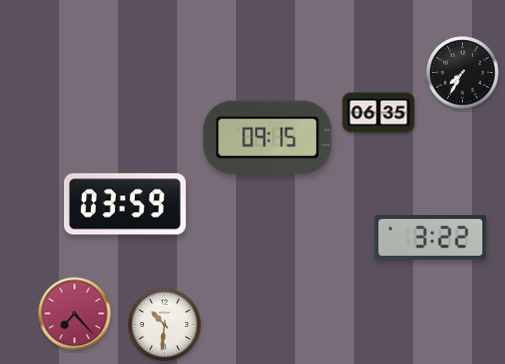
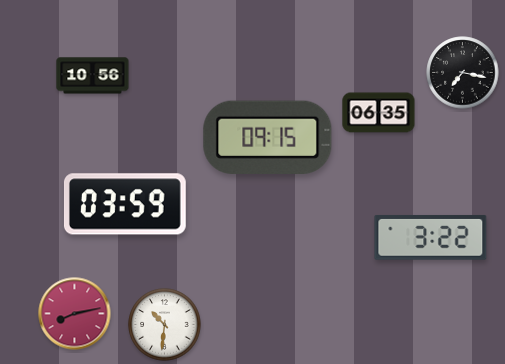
clock at (463, 73): 7:35 -> 7:17
clock at (93, 76): none -> 10:56
clock at (75, 314): 7:23 -> 8:13
